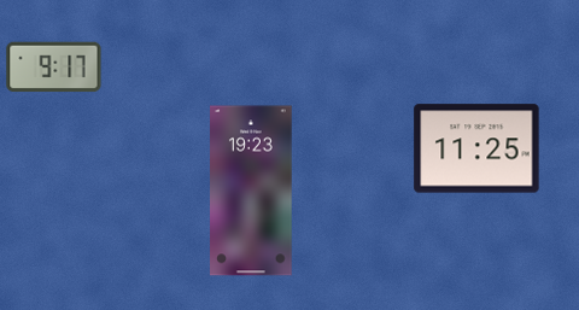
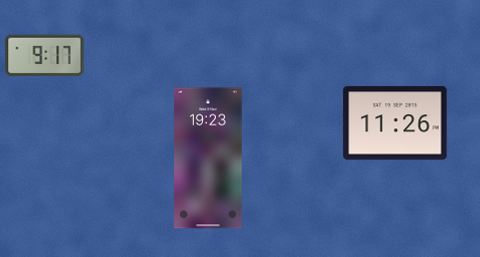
clock at (476, 148): 11:25 -> 11:26
